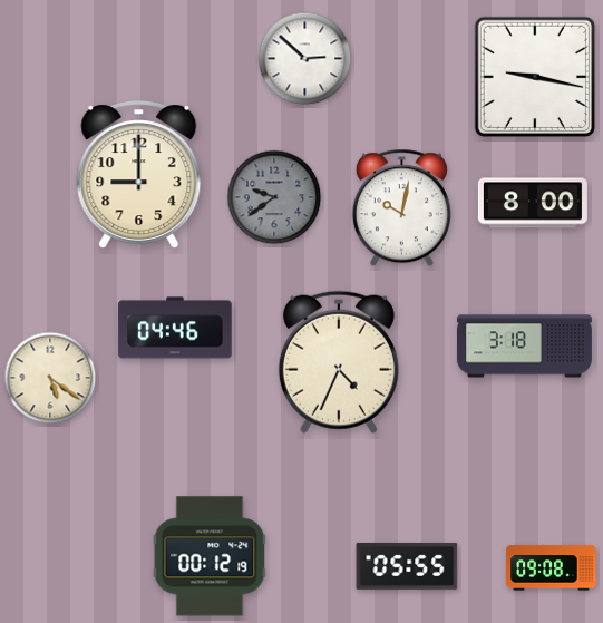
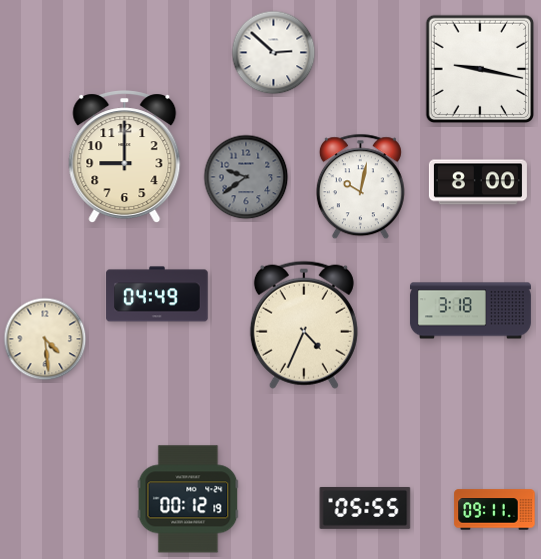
clock at (175, 328): 04:46 -> 04:49
clock at (50, 378): 5:21 -> 4:29
clock at (552, 568): 09:08 -> 09:11
